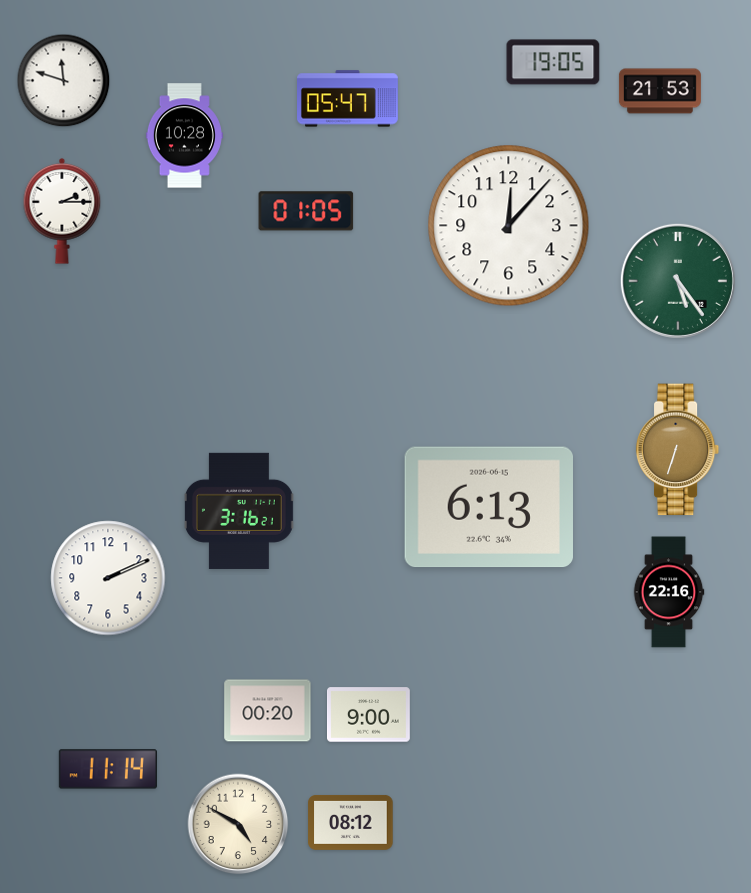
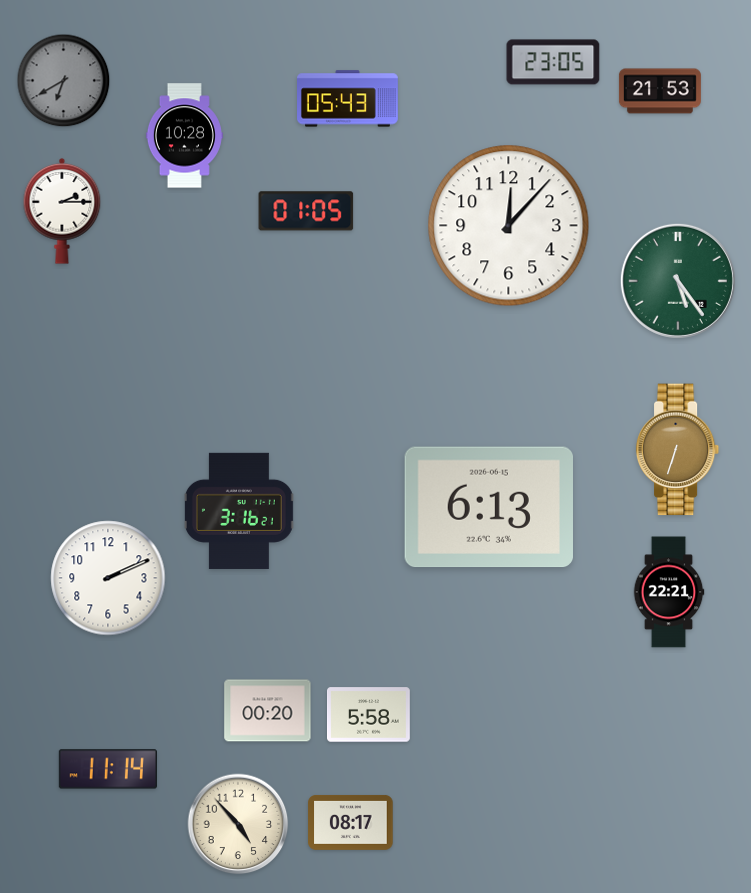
clock at (553, 62): 19:05 -> 23:05
clock at (64, 81): 11:48 -> 6:40
clock at (64, 81) dial: white -> grey
clock at (348, 99): 05:47 -> 05:43
clock at (669, 592): 22:16 -> 22:21
clock at (369, 715): 9:00 -> 5:58
clock at (351, 822): 08:12 -> 08:17
clock at (238, 824): 4:50 -> 4:53
